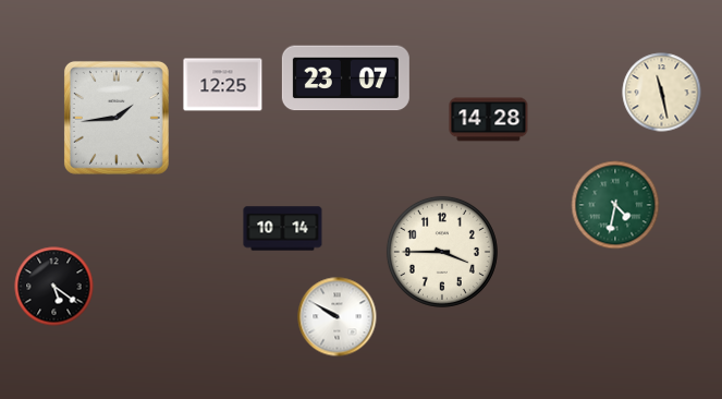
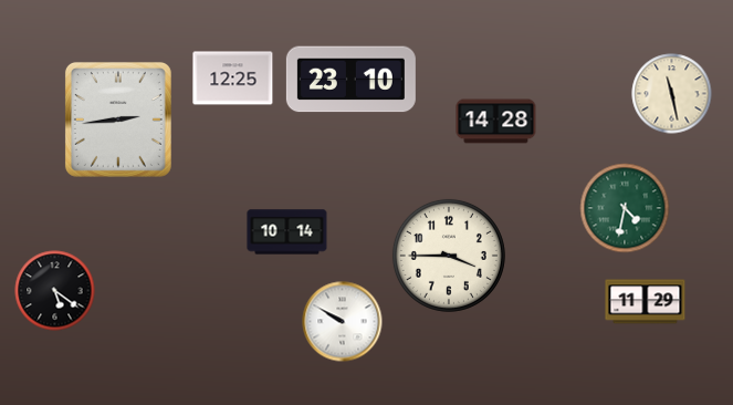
clock at (345, 78): 23:07 -> 23:10
clock at (223, 85) position: (223, 85) -> (233, 79)
clock at (117, 118): 1:44 -> 2:44
clock at (646, 302): none -> 11:29
